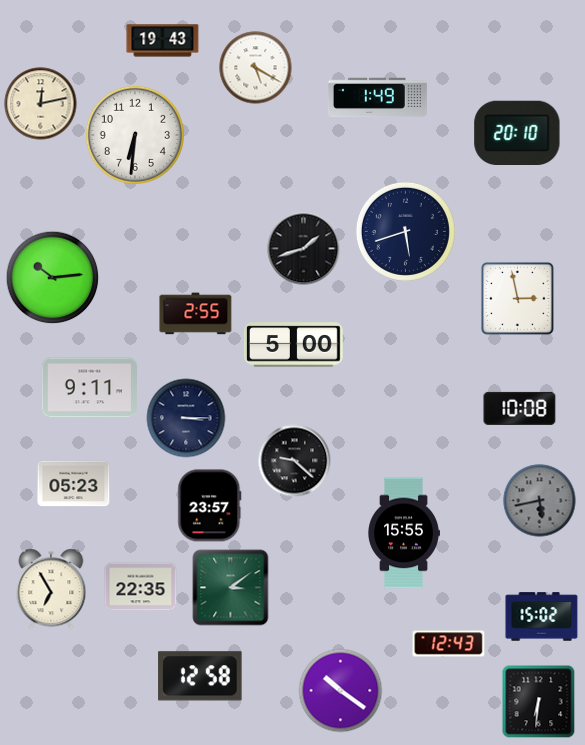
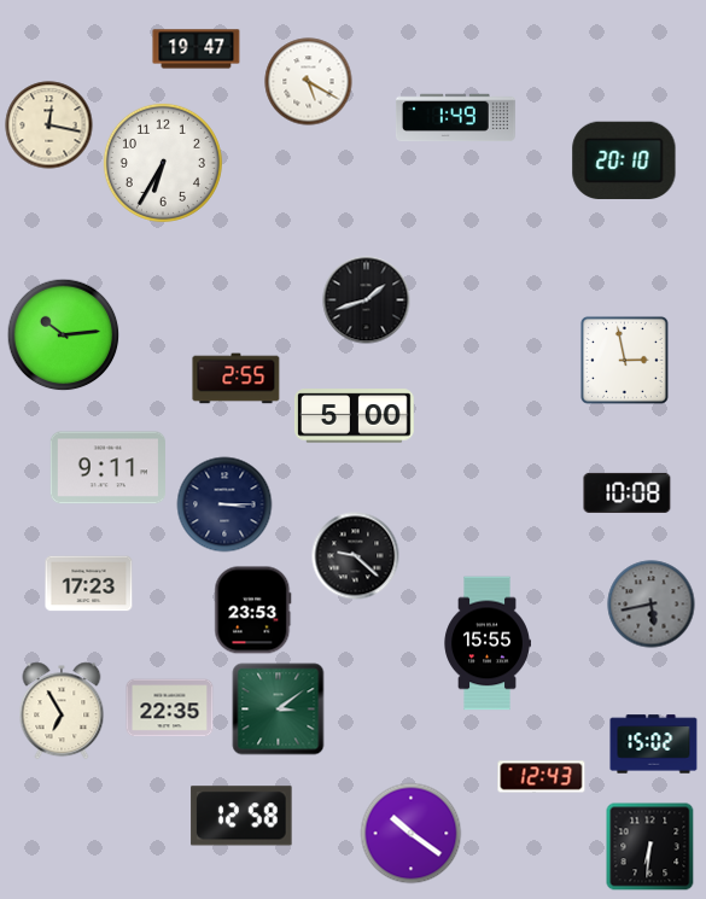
clock at (163, 41): 19:43 -> 19:47
clock at (41, 104): 12:13 -> 12:17
clock at (135, 135): 6:31 -> 6:35
clock at (405, 231): 5:42 -> none
clock at (74, 484): 05:23 -> 17:23
clock at (210, 506): 23:57 -> 23:53
